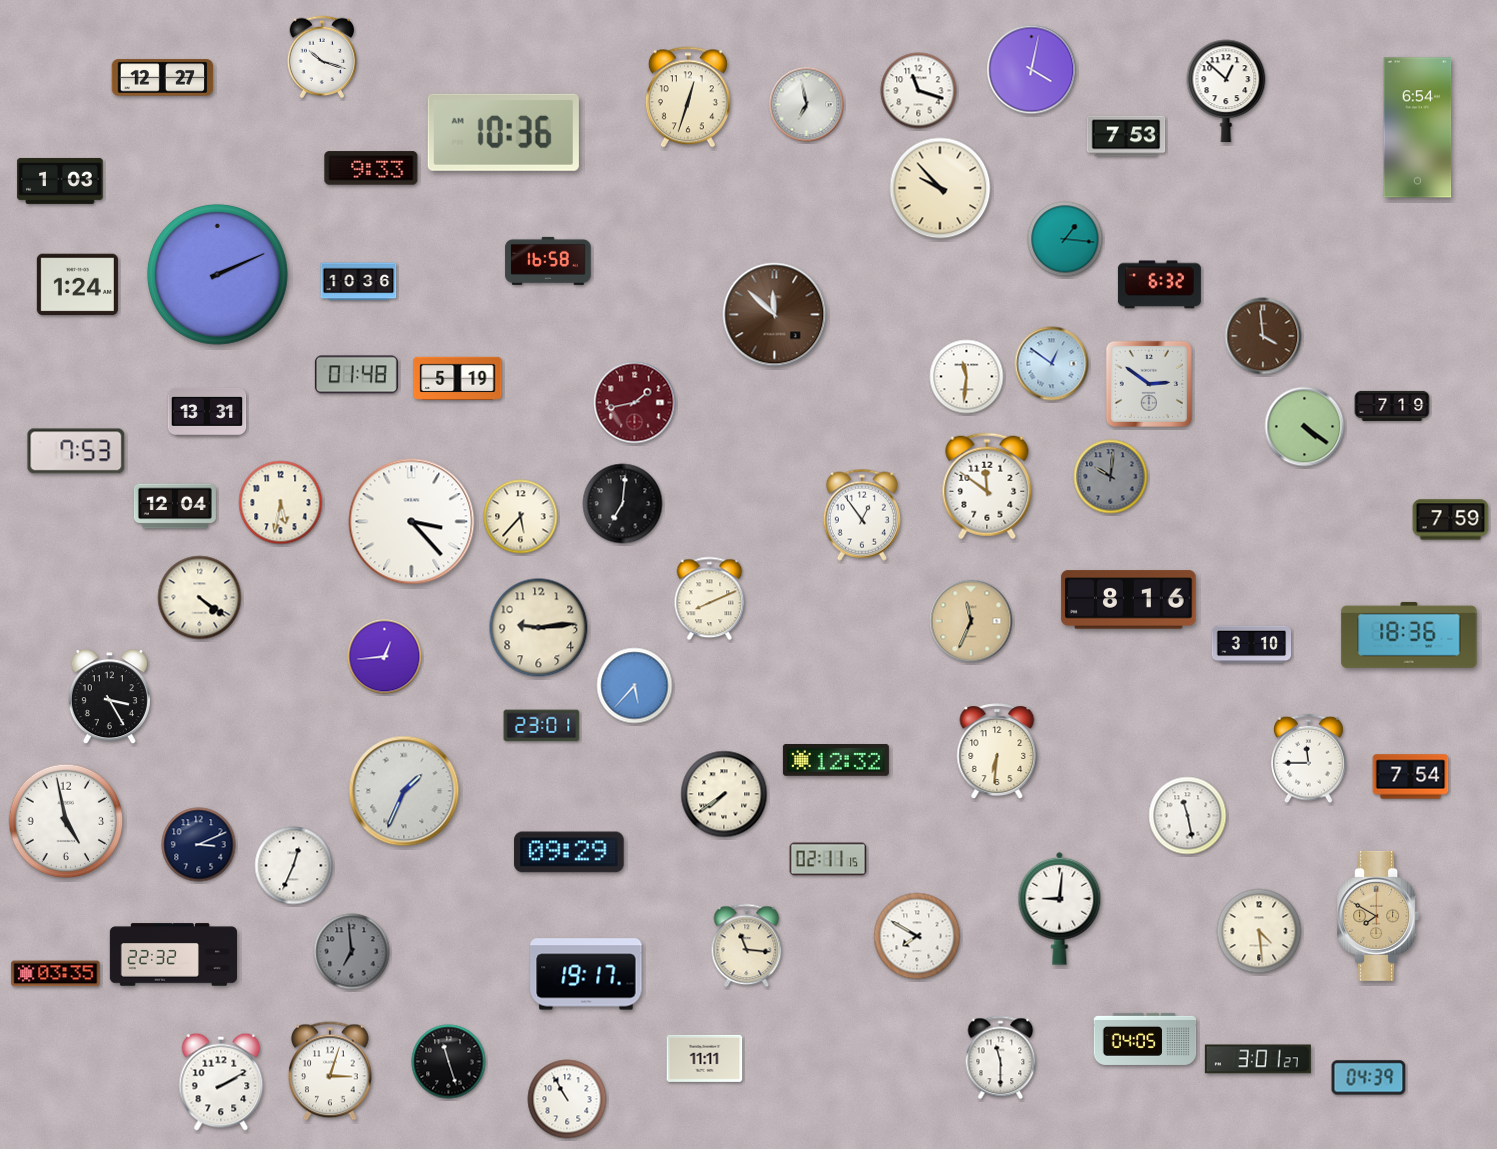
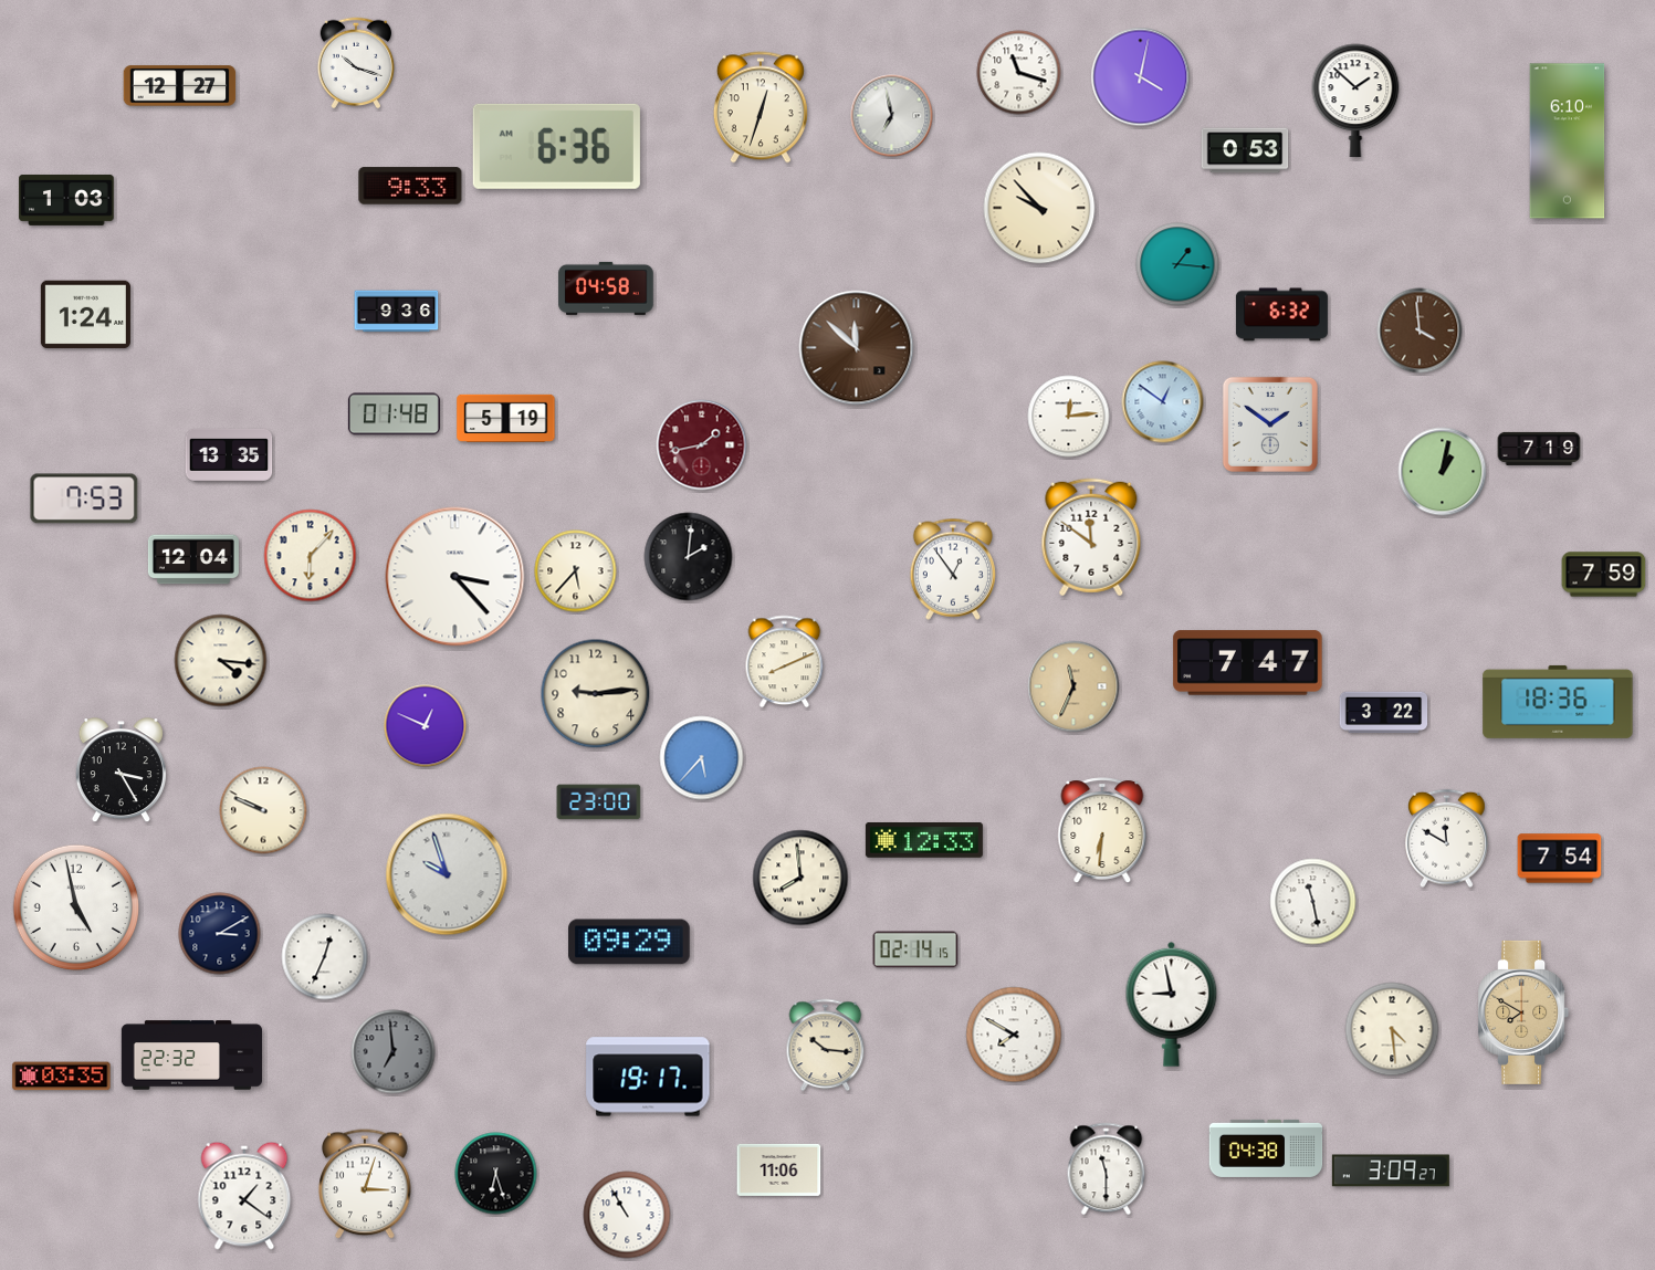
clock at (919, 91) position: (919, 91) -> (1019, 73)
clock at (1226, 91): 12:52 -> 1:52
clock at (1418, 128): 6:54 -> 6:10
clock at (503, 132): 10:36 -> 6:36
clock at (1126, 136): 7:53 -> 0:53
clock at (548, 261): 16:58 -> 04:58
clock at (217, 274): 2:11 -> none
clock at (359, 282): 10:36 -> 9:36
clock at (1263, 336) position: (1263, 336) -> (1420, 330)
clock at (967, 377): 11:31 -> 12:14
clock at (1149, 384): 2:51 -> 1:51
clock at (207, 412): 13:31 -> 13:35
clock at (1305, 427): 4:21 -> 1:02
clock at (1111, 477): 10:01 -> none
clock at (281, 503): 5:32 -> 6:07
clock at (623, 504): 7:01 -> 2:01
clock at (200, 598): 4:21 -> 4:16
clock at (1129, 600): 8:16 -> 7:47
clock at (1252, 645): 3:10 -> 3:22
clock at (385, 657): 12:44 -> 12:49
clock at (542, 726): 23:01 -> 23:00
clock at (263, 810): none -> 9:49
clock at (1309, 759): 11:45 -> 11:50
clock at (836, 761): 12:32 -> 12:33
clock at (404, 791): 1:34 -> 9:57
clock at (724, 794): 7:39 -> 7:59
clock at (66, 821) position: (66, 821) -> (76, 907)
clock at (199, 845): 3:11 -> 3:10
clock at (828, 859): 02:11 -> 02:14
clock at (1060, 908): 9:01 -> 8:58
clock at (747, 946): 11:16 -> 10:16
clock at (352, 952) position: (352, 952) -> (394, 1052)
clock at (1145, 1039): 04:05 -> 04:38
clock at (705, 1058): 11:11 -> 11:06
clock at (1258, 1059): 3:01 -> 3:09
clock at (449, 1062): 11:27 -> 6:27
clock at (1369, 1078): 04:39 -> none
clock at (221, 1082): 2:10 -> 1:21
